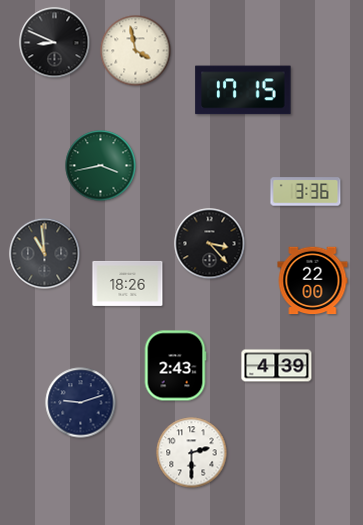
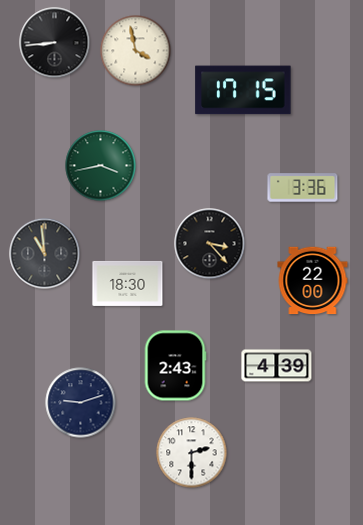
clock at (55, 43): 8:49 -> 8:44
clock at (306, 192) position: (306, 192) -> (303, 188)
clock at (128, 283): 18:26 -> 18:30
